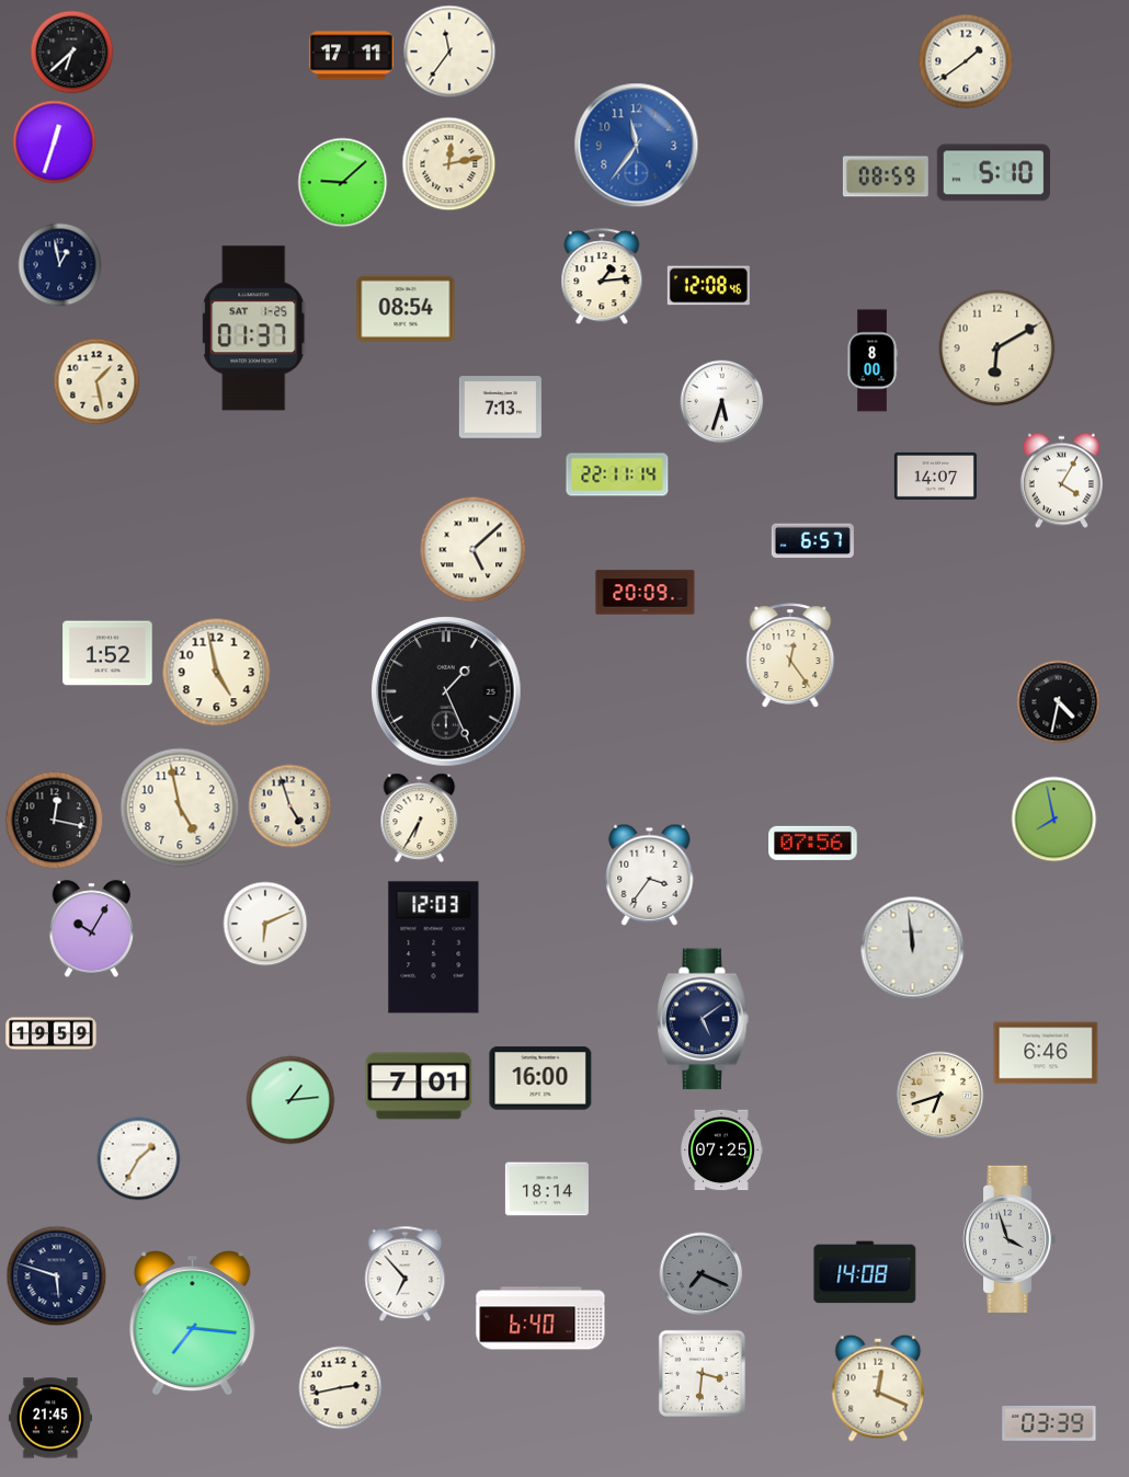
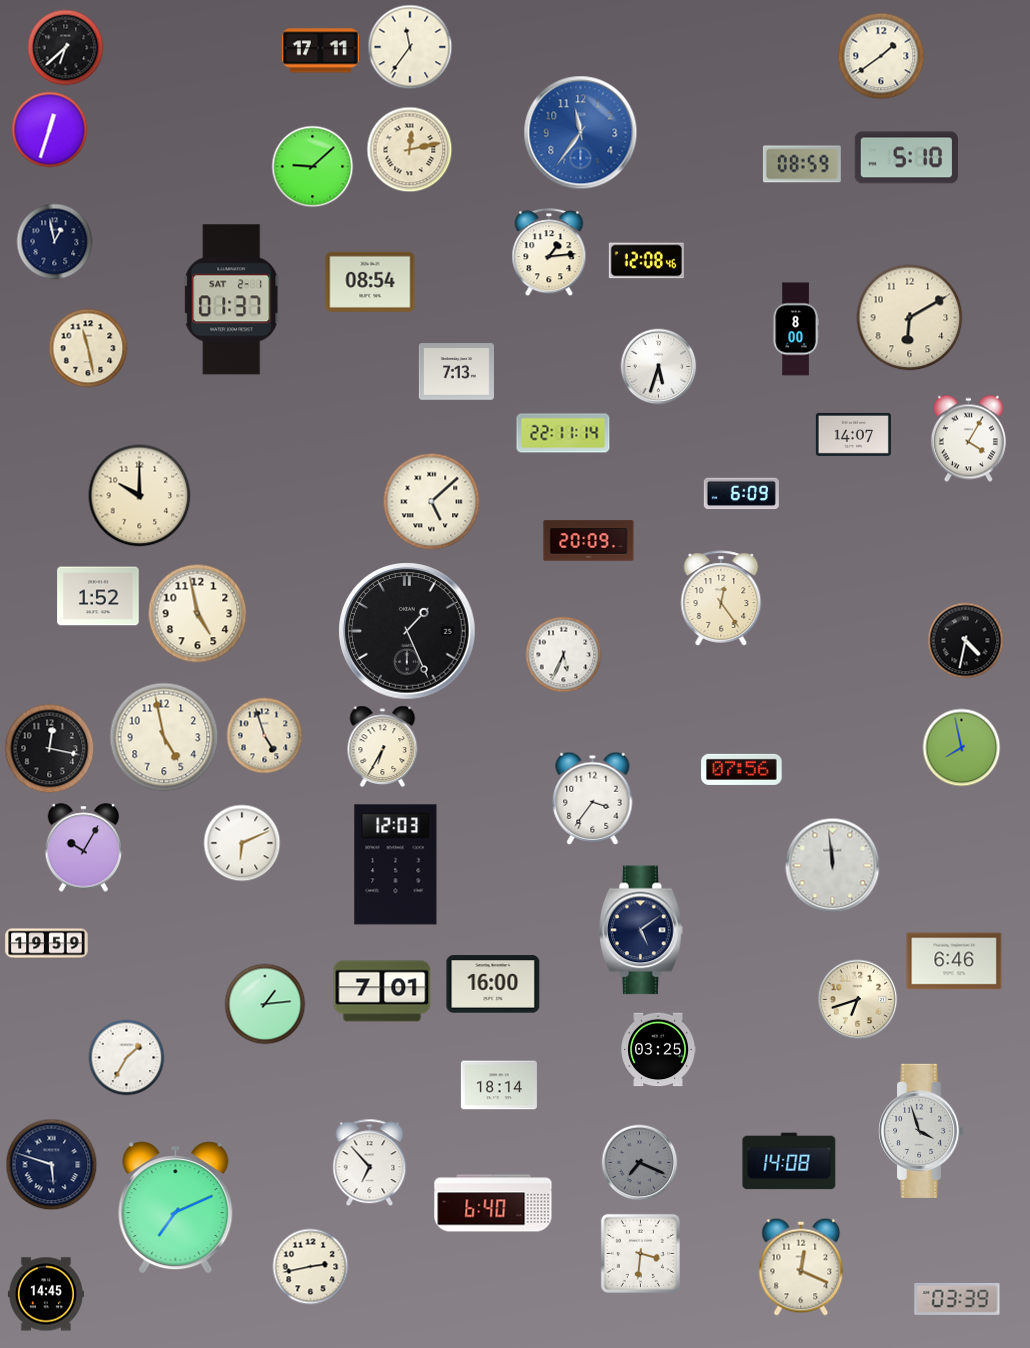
clock at (886, 176) position: (886, 176) -> (802, 164)
clock at (254, 329) date: SAT 1-25 -> SAT 2-1
clock at (96, 381): 1:28 -> 11:28
clock at (812, 541): 6:57 -> 6:09
clock at (140, 496): none -> 10:00
clock at (564, 655): none -> 5:34
clock at (721, 1150): 07:25 -> 03:25
clock at (193, 1324): 7:16 -> 7:11
clock at (50, 1418): 21:45 -> 14:45
